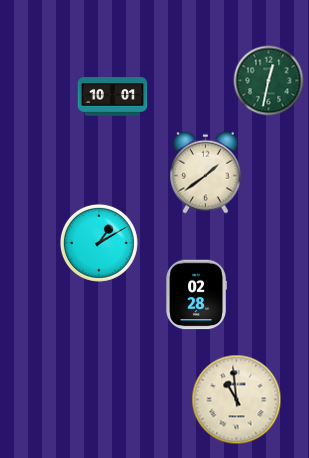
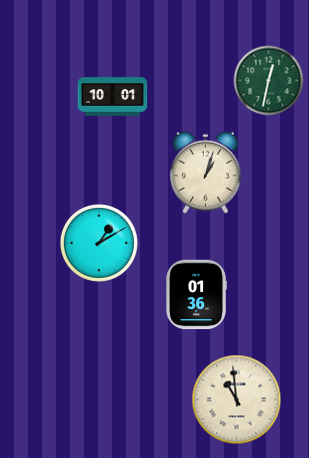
clock at (206, 172): 1:39 -> 1:03
clock at (196, 295): 02:28 -> 01:36
